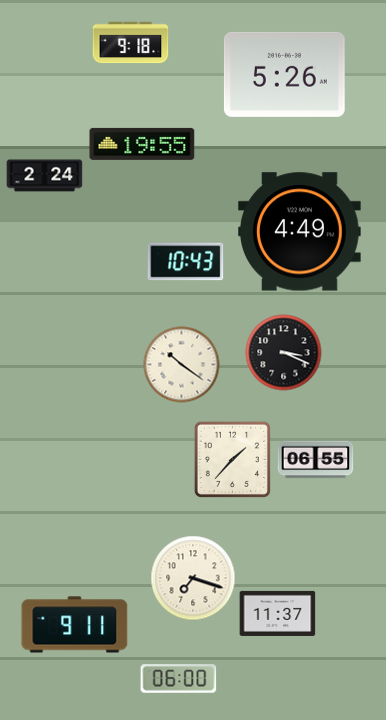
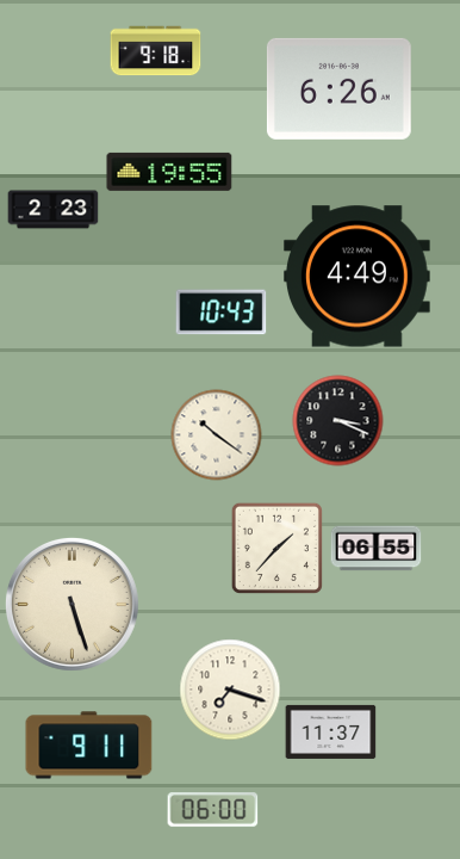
clock at (284, 74): 5:26 -> 6:26
clock at (45, 176): 2:24 -> 2:23
clock at (72, 604): none -> 5:27
